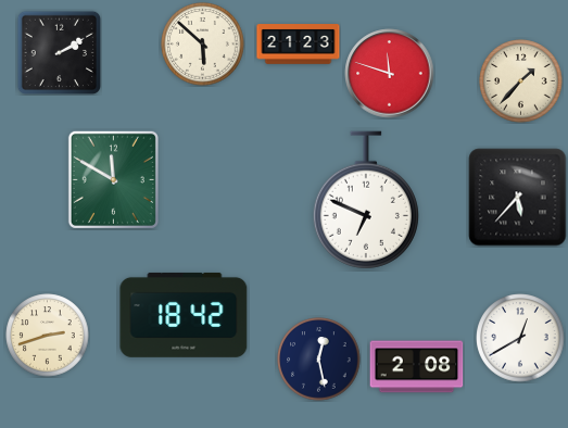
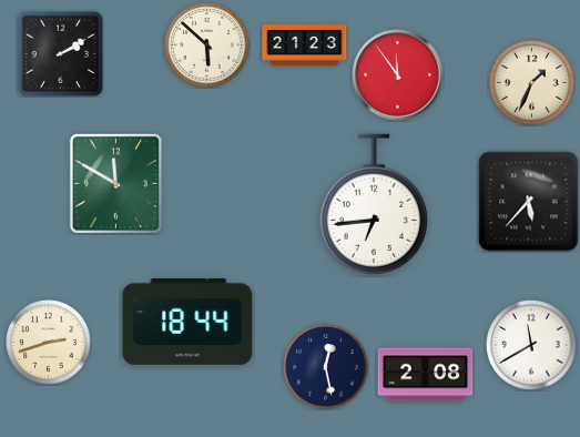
clock at (390, 74): 11:48 -> 11:54
clock at (521, 81): 1:37 -> 1:34
clock at (366, 200): 6:49 -> 6:44
clock at (184, 315): 18:42 -> 18:44
clock at (520, 338): 12:40 -> 11:40
